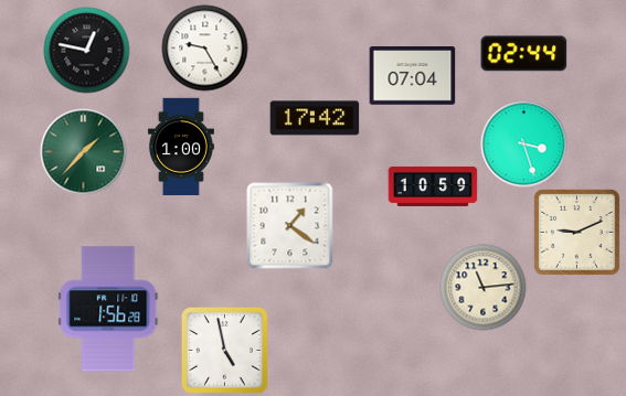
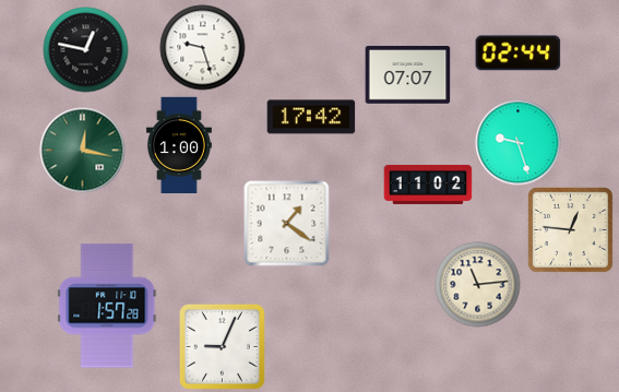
clock at (204, 47): 9:25 -> 9:27
clock at (412, 76): 07:04 -> 07:07
clock at (523, 143): 3:27 -> 9:27
clock at (83, 151): 1:37 -> 12:17
clock at (433, 186): 10:59 -> 11:02
clock at (576, 232): 9:11 -> 12:46
clock at (108, 309): 1:56 -> 1:57
clock at (224, 350): 4:58 -> 9:04
